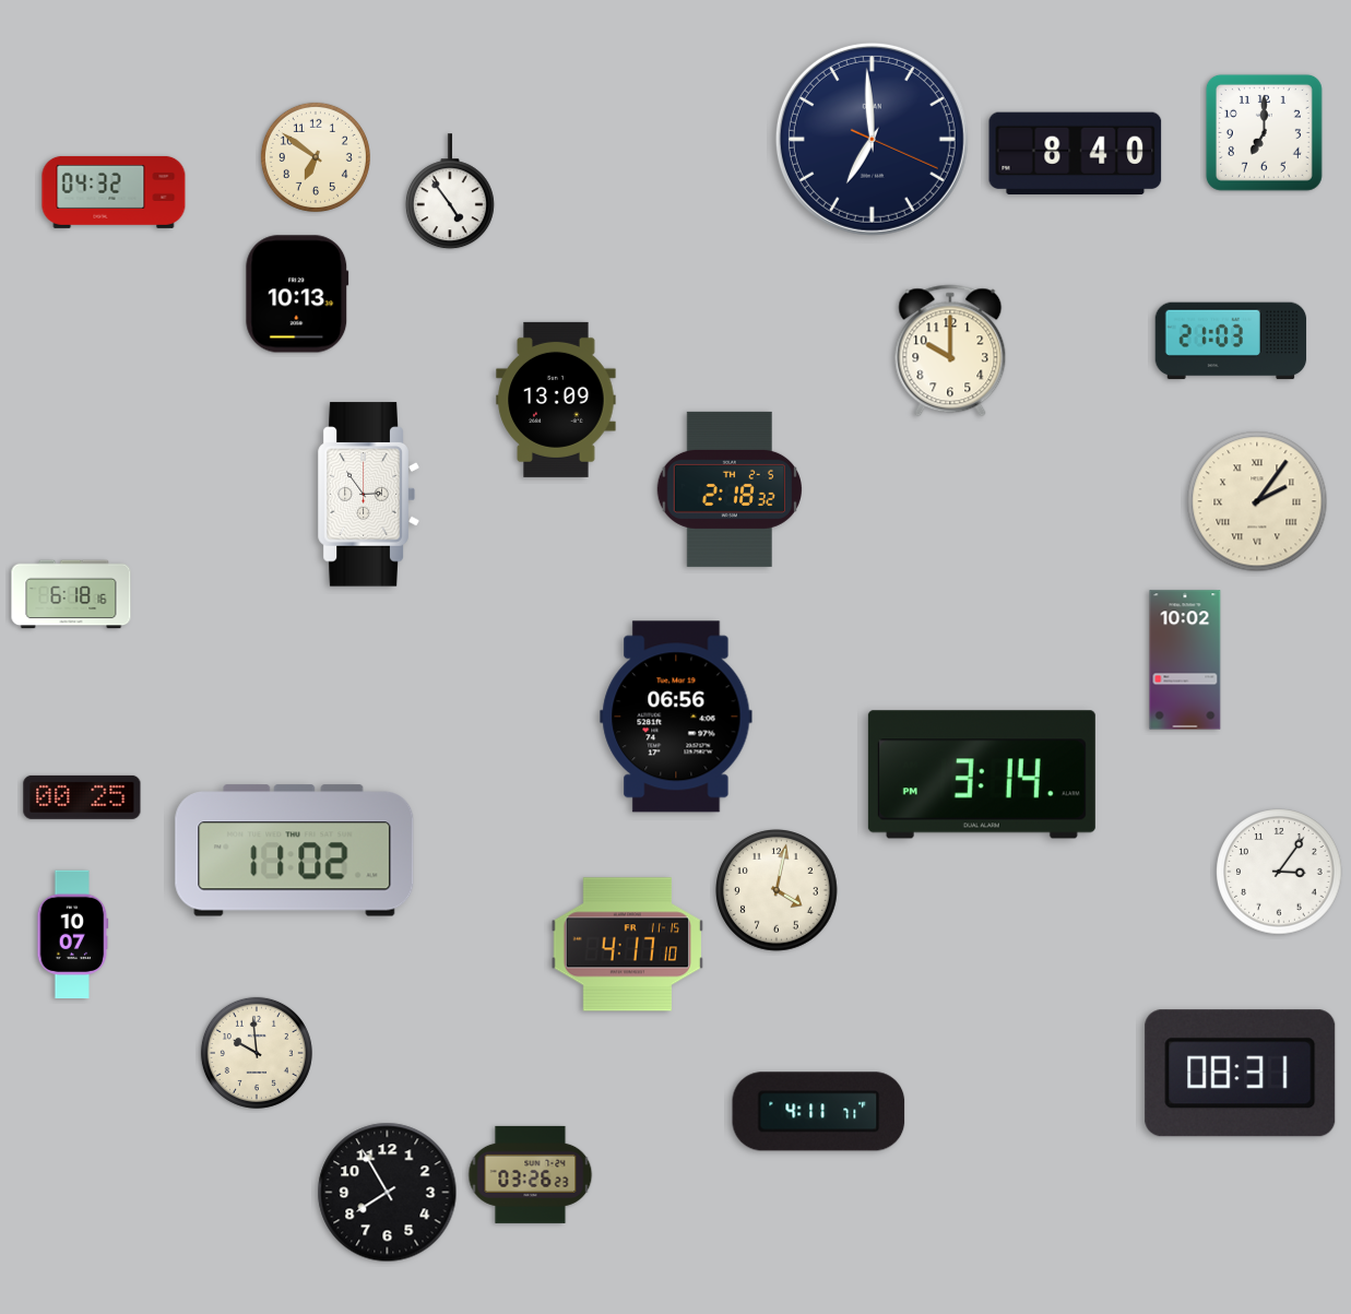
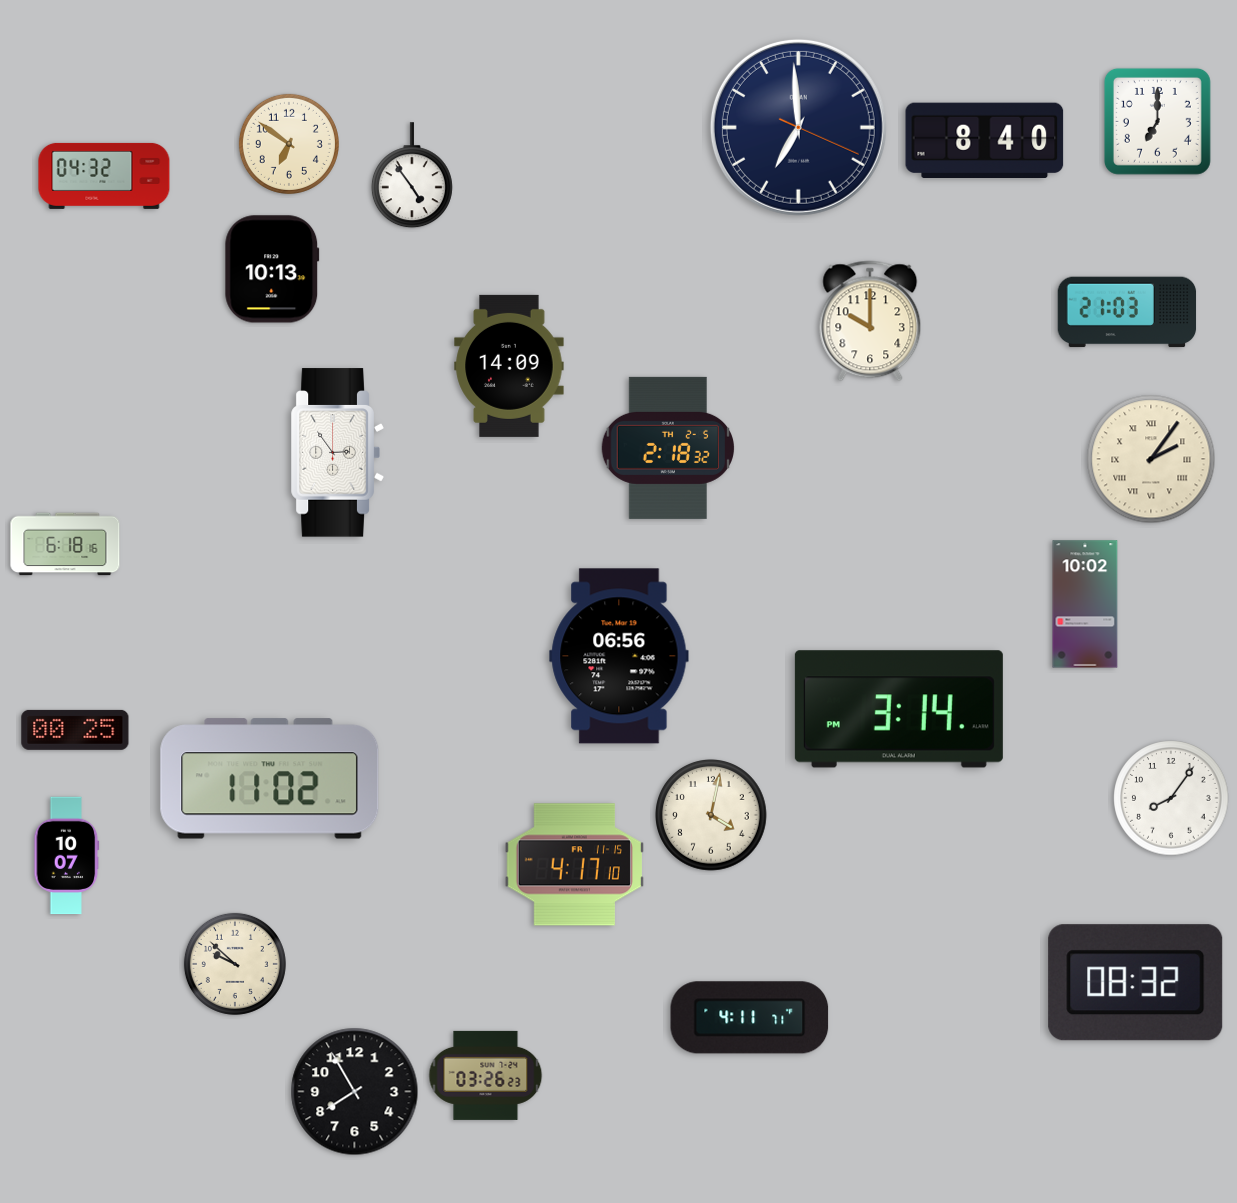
clock at (556, 400): 13:09 -> 14:09
clock at (1279, 872): 3:06 -> 8:06
clock at (257, 1053): 9:59 -> 9:52
clock at (1241, 1074): 08:31 -> 08:32
